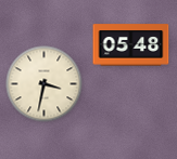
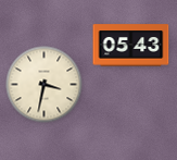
clock at (131, 45): 05:48 -> 05:43
